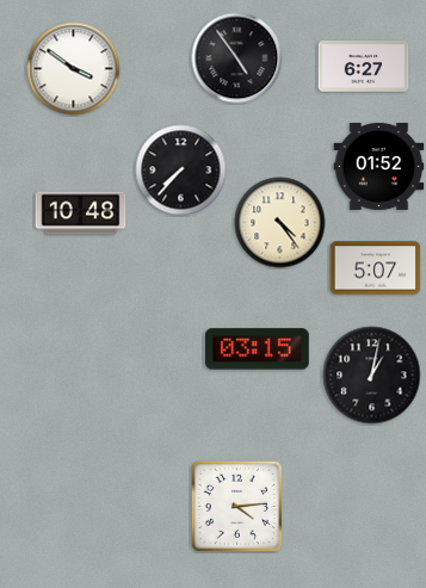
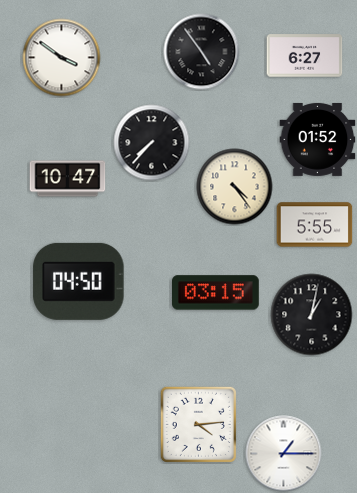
clock at (237, 58) position: (237, 58) -> (202, 52)
clock at (81, 213): 10:48 -> 10:47
clock at (376, 268): 5:07 -> 5:55
clock at (79, 281): none -> 04:50
clock at (284, 454): none -> 1:15
